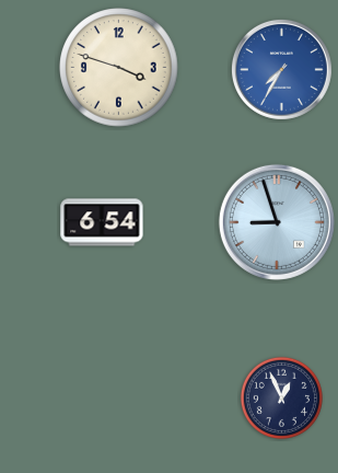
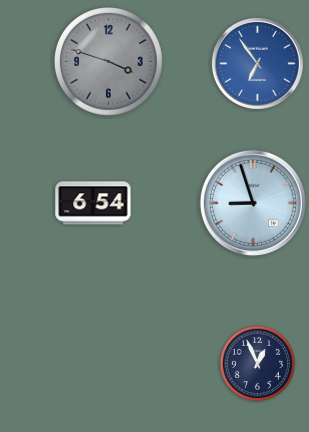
clock at (119, 68) dial: cream -> grey
clock at (281, 69): 7:35 -> 6:54
